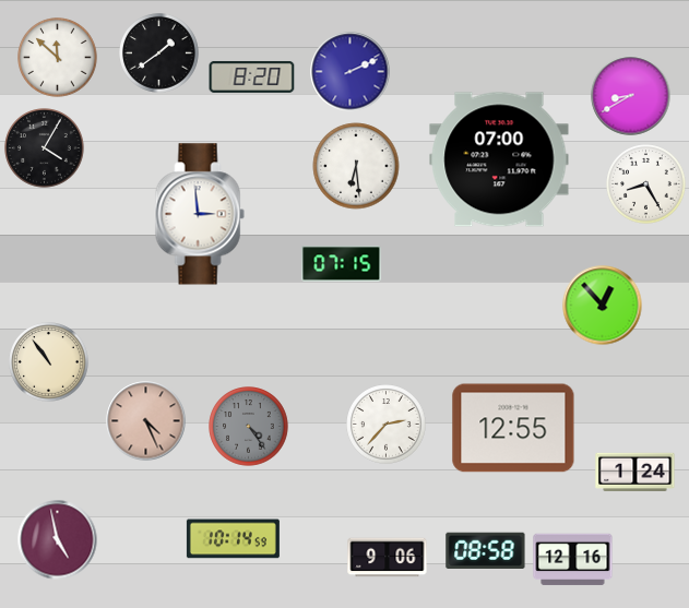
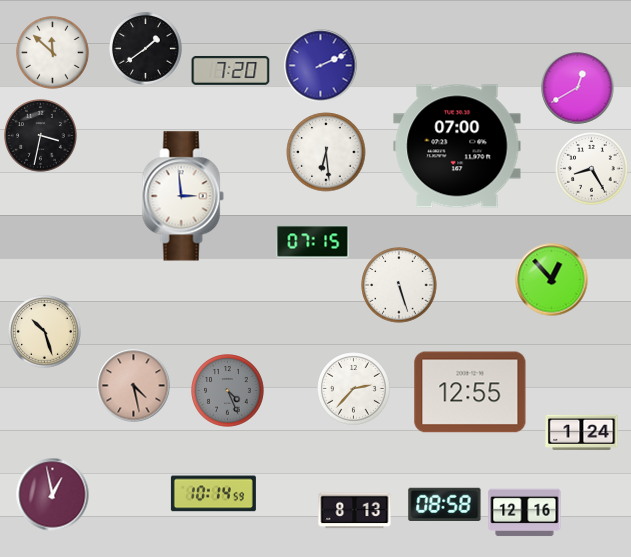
clock at (252, 78): 8:20 -> 7:20
clock at (631, 96): 8:40 -> 12:40
clock at (45, 148): 4:05 -> 3:32
clock at (399, 285): none -> 5:27
clock at (49, 362): 10:54 -> 10:27
clock at (146, 421): 4:26 -> 4:28
clock at (249, 427): 4:24 -> 4:26
clock at (58, 540): 4:58 -> 12:58
clock at (388, 558): 9:06 -> 8:13
